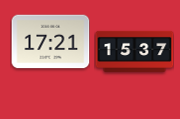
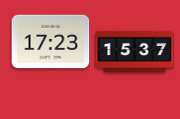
clock at (50, 42): 17:21 -> 17:23
